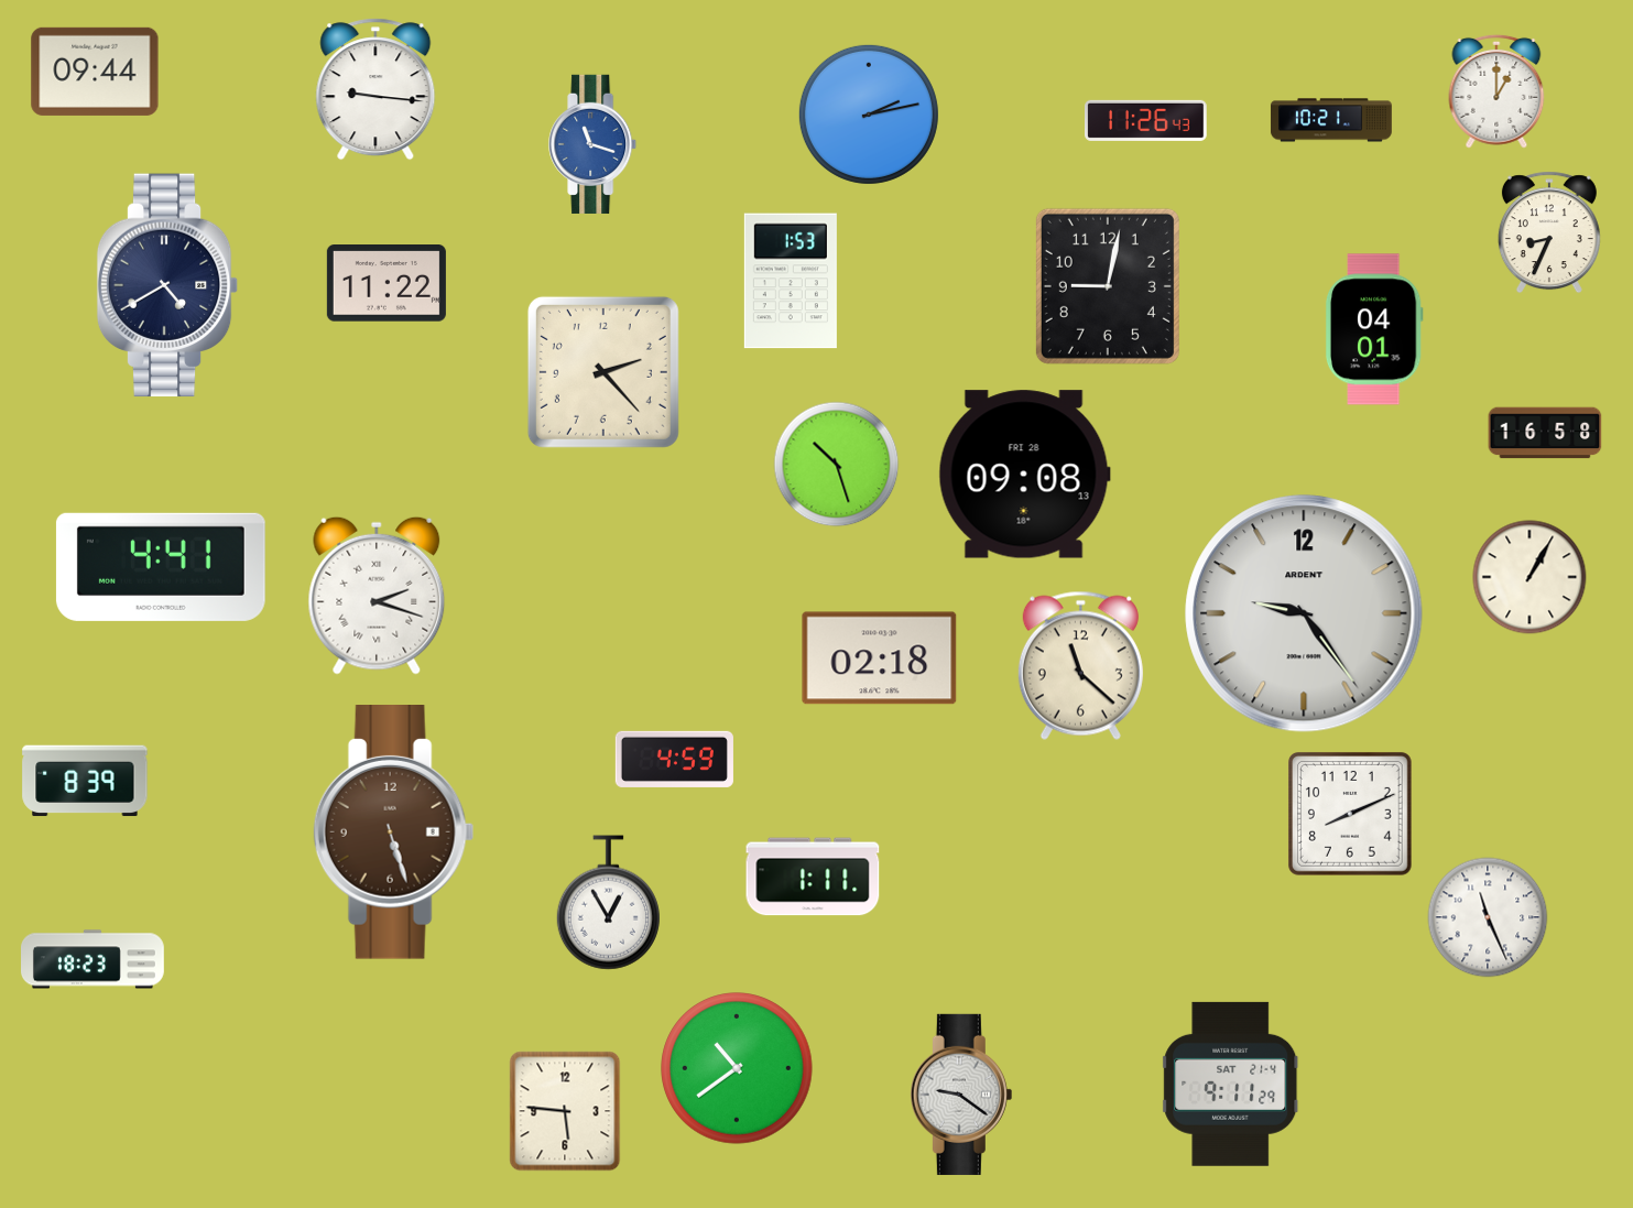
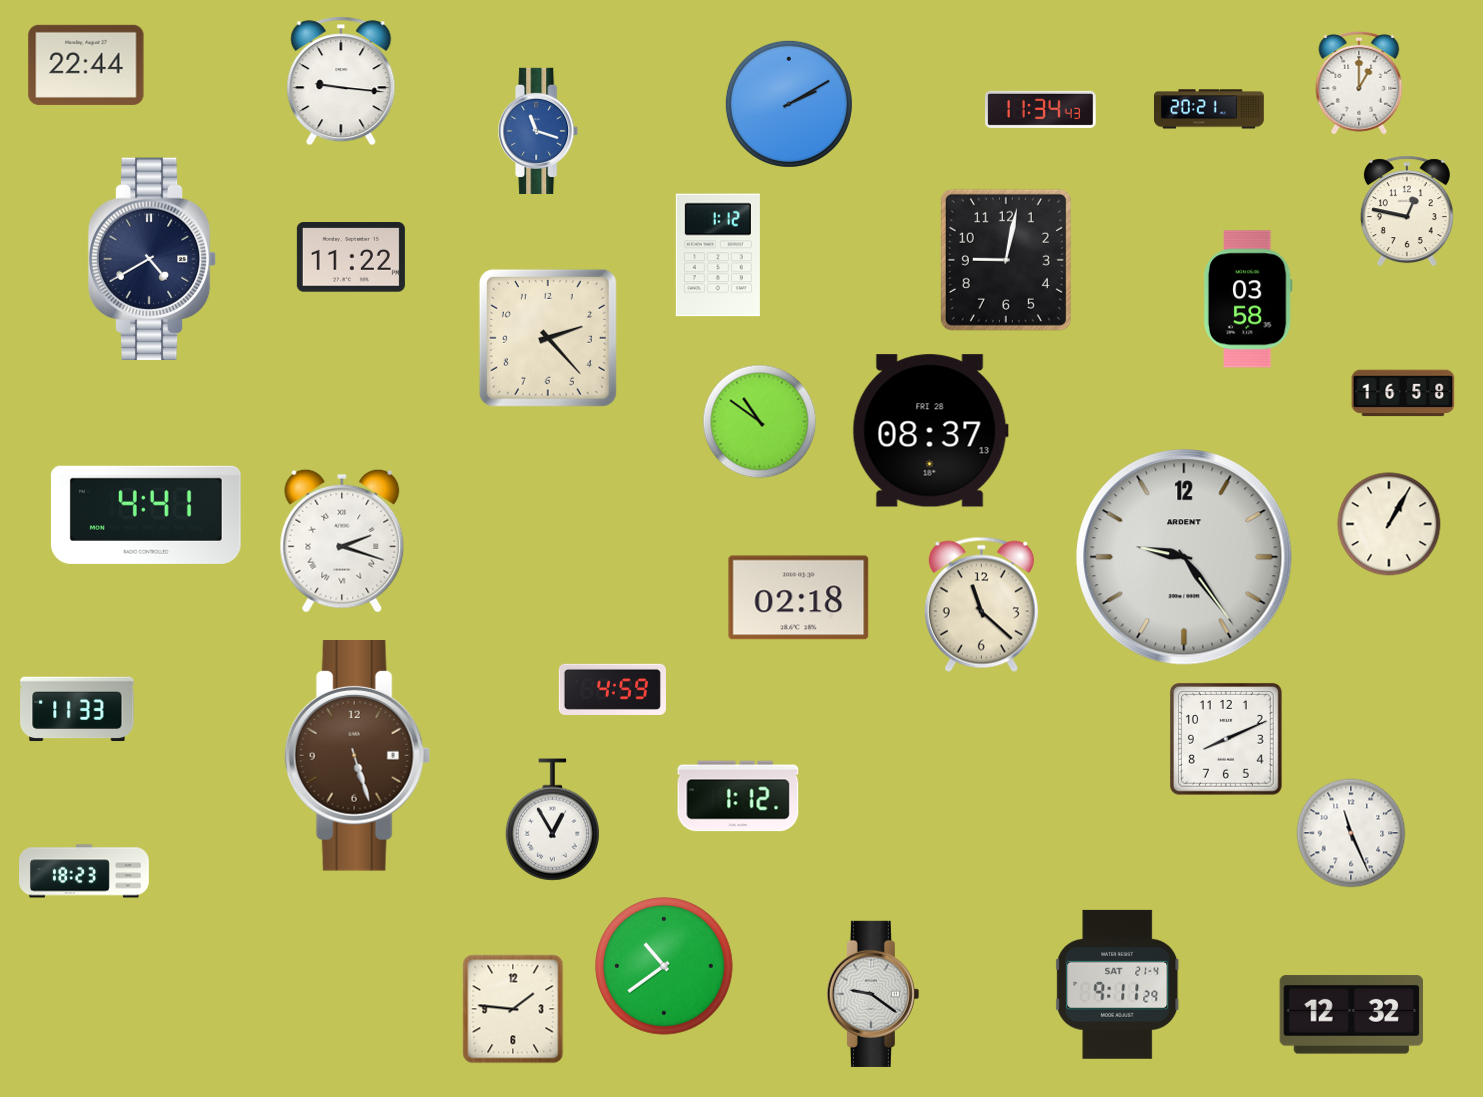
clock at (95, 72): 09:44 -> 22:44
clock at (869, 115): 2:13 -> 2:10
clock at (1146, 120): 11:26 -> 11:34
clock at (1331, 120): 10:21 -> 20:21
clock at (1549, 232): 8:34 -> 12:47
clock at (791, 281): 1:53 -> 1:12
clock at (1374, 329): 04:01 -> 03:58
clock at (837, 465): 10:27 -> 10:51
clock at (1024, 475): 09:08 -> 08:37
clock at (85, 781): 8:39 -> 11:33
clock at (813, 877): 1:11 -> 1:12
clock at (737, 1068) position: (737, 1068) -> (664, 966)
clock at (565, 1111): 5:46 -> 1:46
clock at (1352, 1015): none -> 12:32
